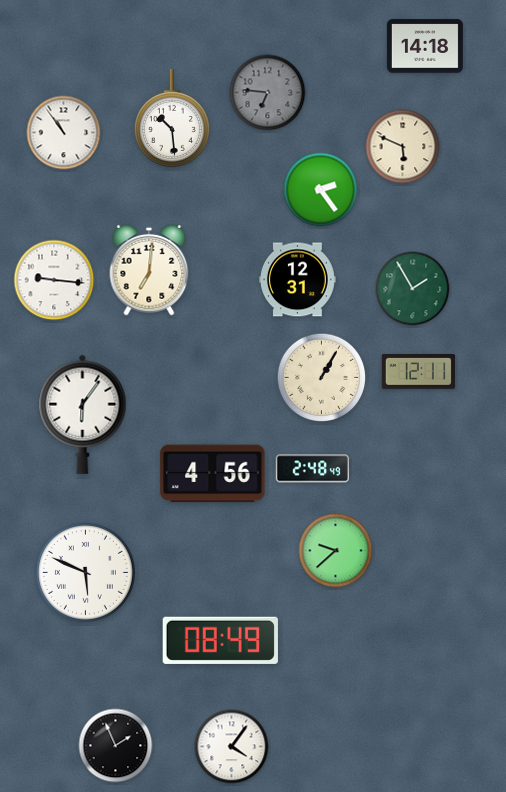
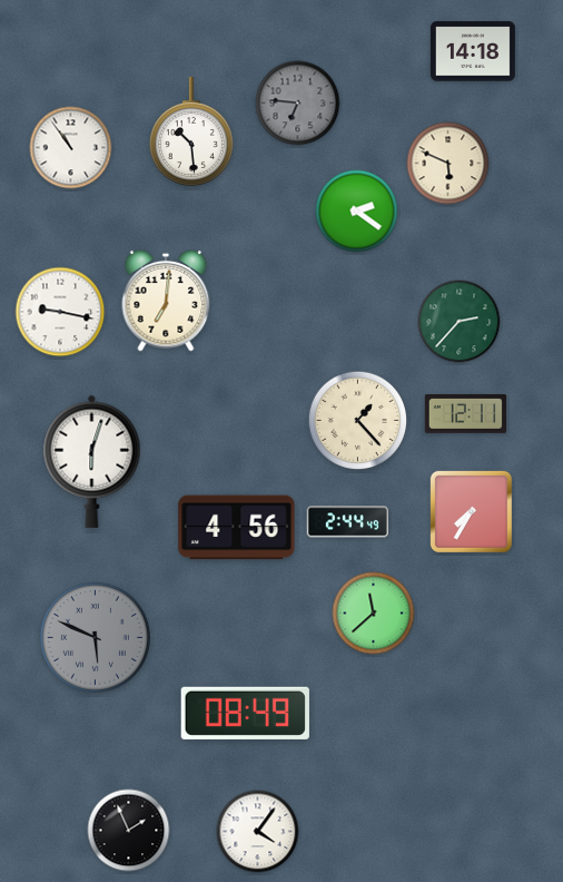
clock at (321, 190): 2:24 -> 2:21
clock at (54, 280): 9:16 -> 9:17
clock at (298, 280): 12:31 -> none
clock at (413, 289): 1:55 -> 2:37
clock at (322, 378): 1:05 -> 1:23
clock at (83, 414): 6:06 -> 6:03
clock at (471, 511): none -> 7:35
clock at (312, 469): 2:48 -> 2:44
clock at (336, 551): 9:38 -> 11:38
clock at (85, 572) dial: white -> grey
